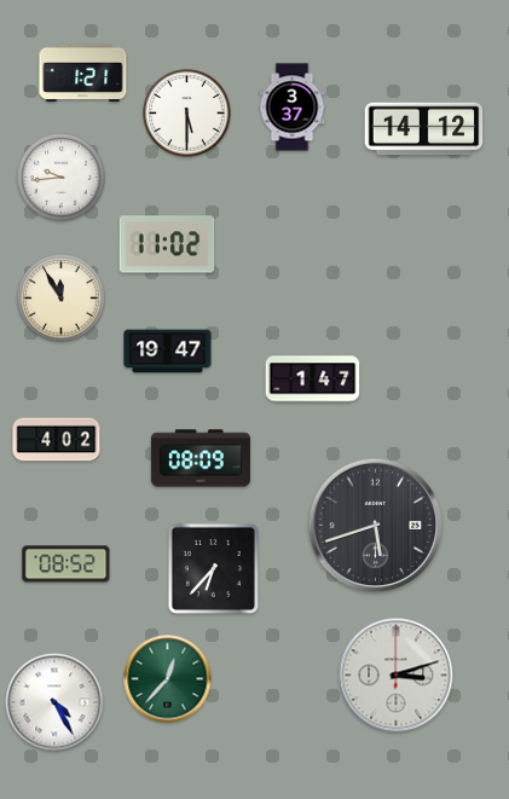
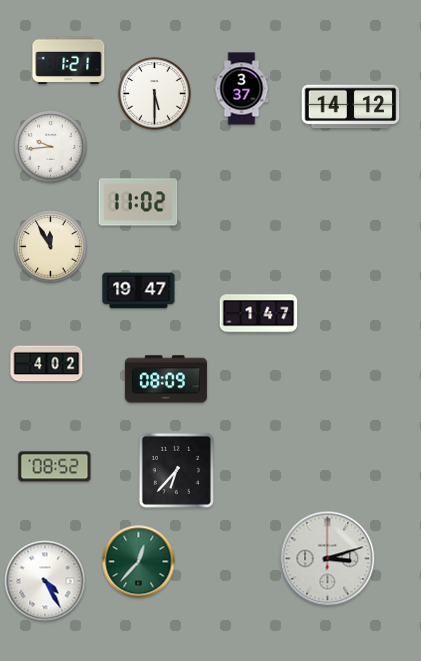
clock at (376, 526): 5:42 -> none
